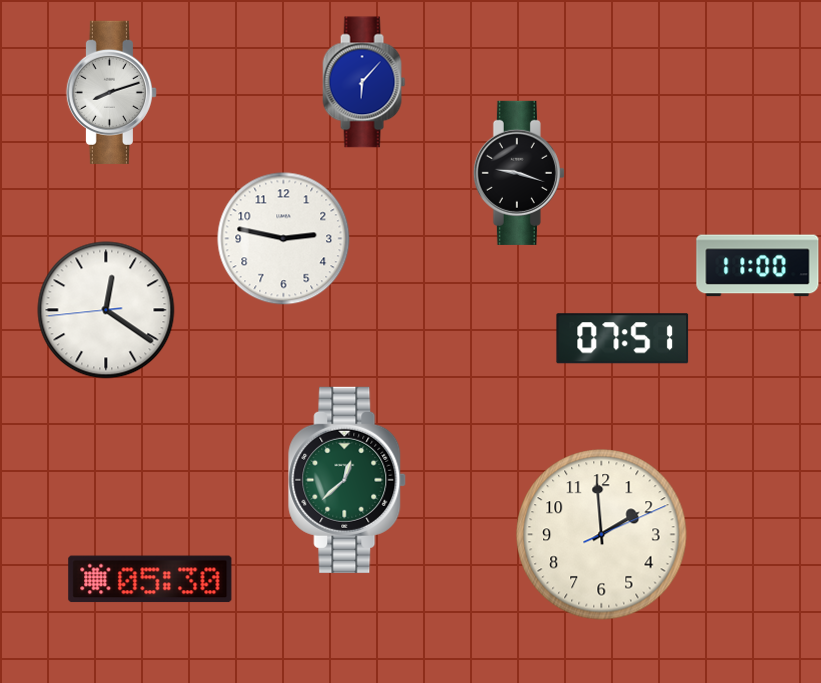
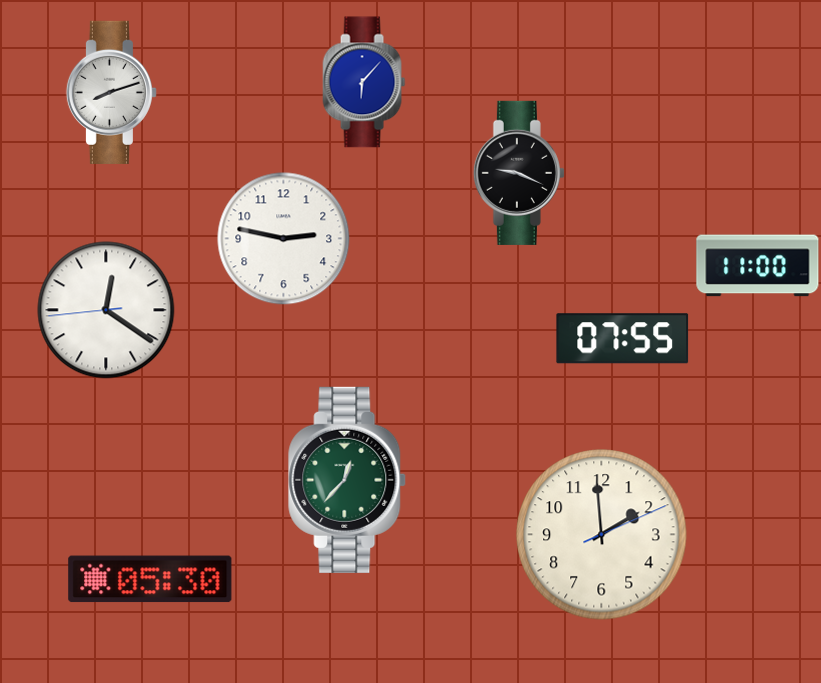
clock at (519, 173): 9:18 -> 9:19
clock at (623, 339): 07:51 -> 07:55
clock at (348, 480): 12:38 -> 12:37
